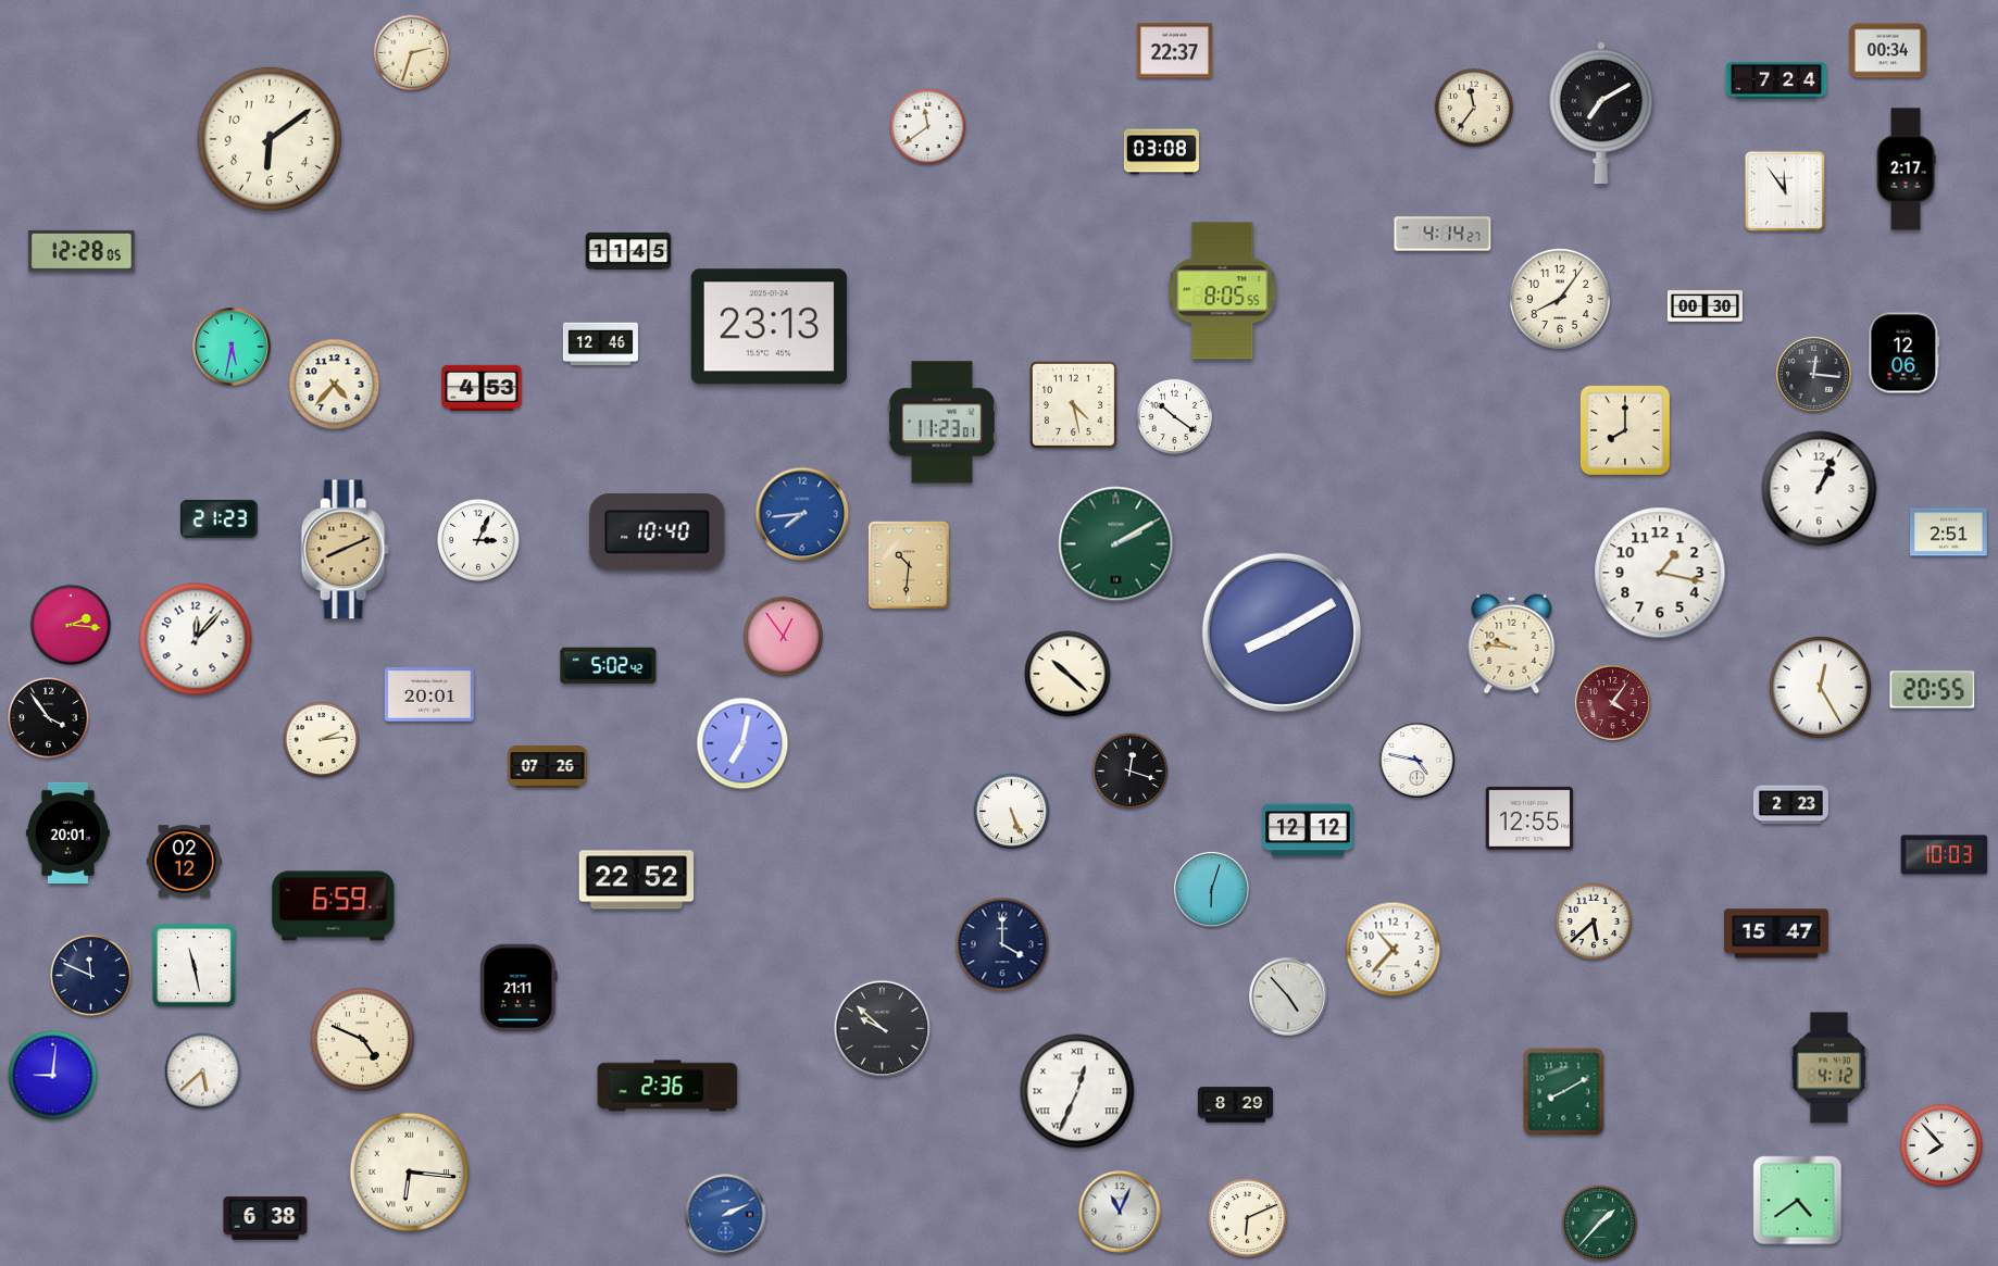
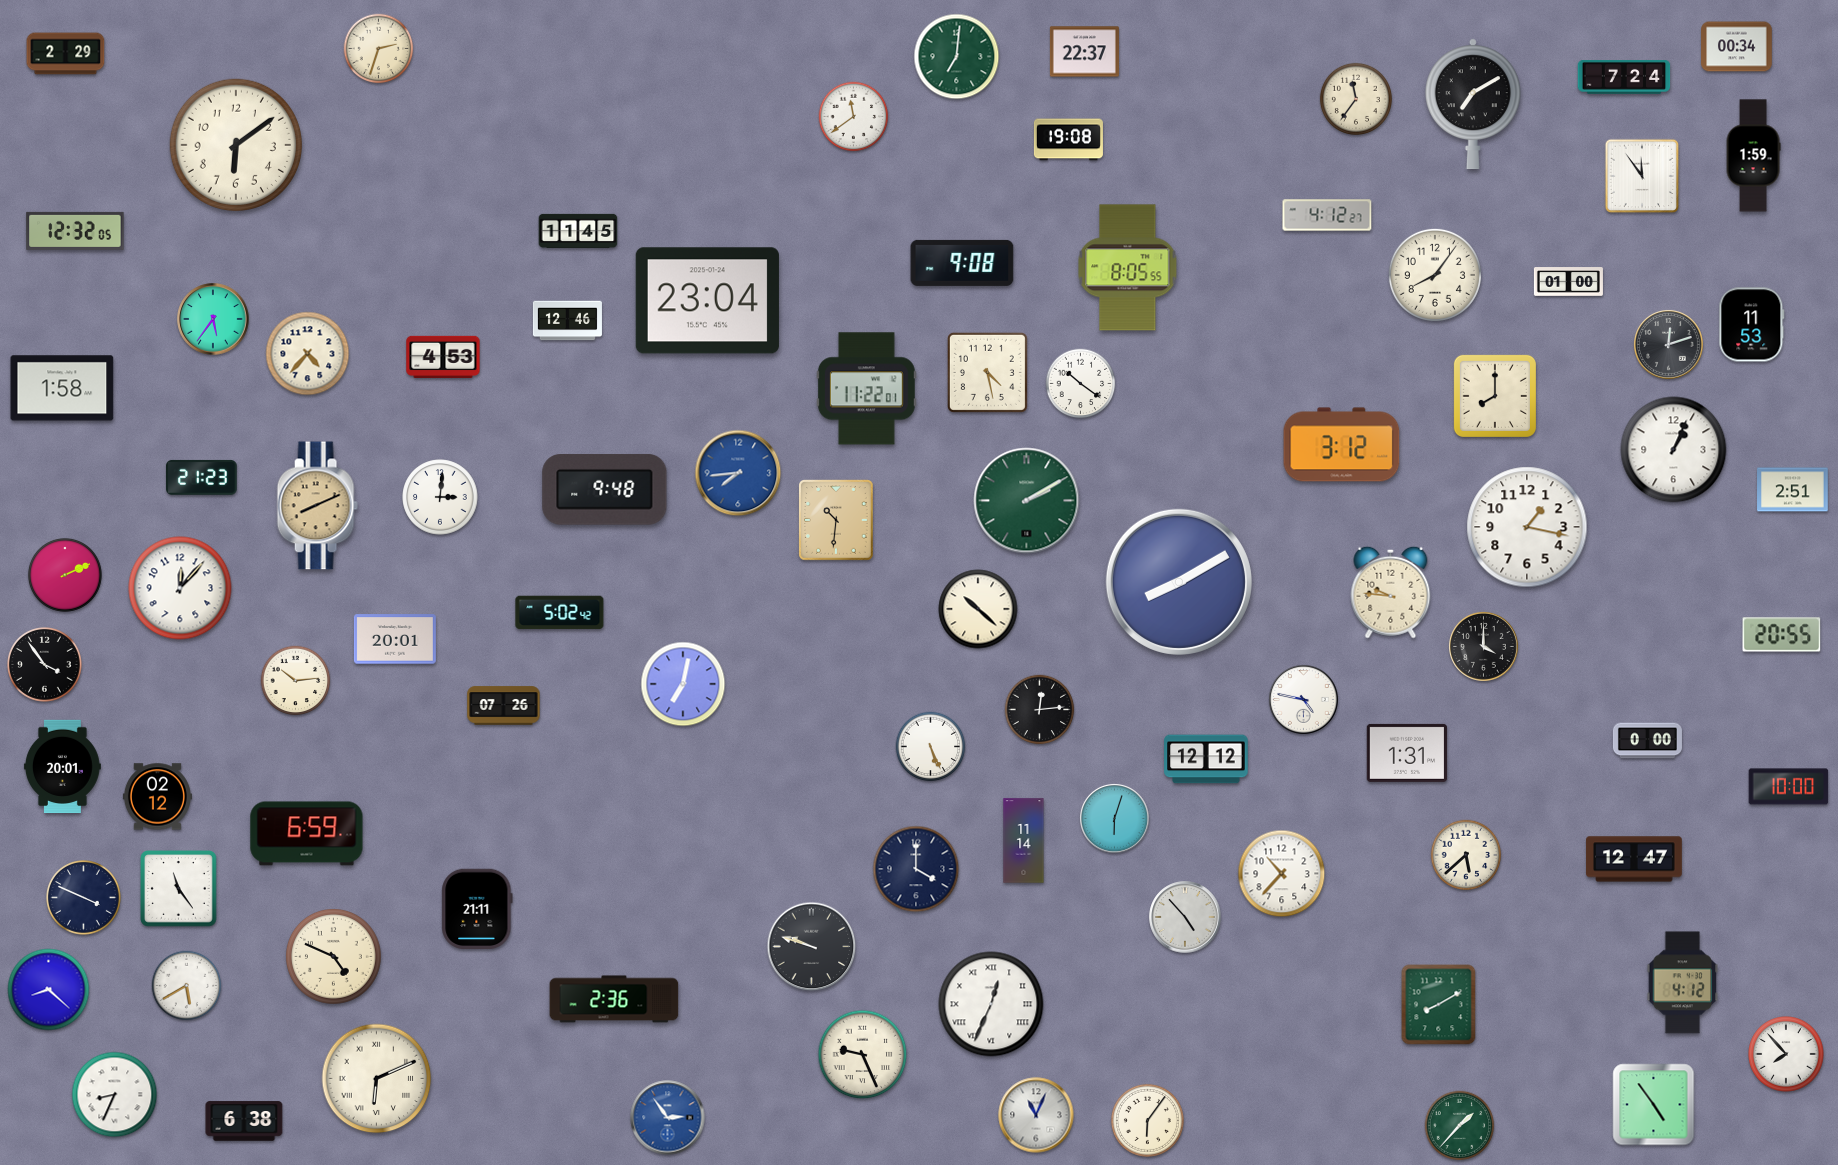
clock at (1174, 51) position: (1174, 51) -> (1084, 52)
clock at (66, 54): none -> 2:29
clock at (957, 57): none -> 7:01
clock at (1776, 82) position: (1776, 82) -> (1624, 78)
clock at (270, 139) position: (270, 139) -> (236, 145)
clock at (1161, 152): 03:08 -> 19:08
clock at (1906, 170): 2:17 -> 1:59
clock at (1443, 234): 4:14 -> 4:12
clock at (82, 251): 12:28 -> 12:32
clock at (962, 263): none -> 9:08
clock at (1223, 291) position: (1223, 291) -> (1128, 268)
clock at (1704, 306): 00:30 -> 01:00
clock at (769, 327): 23:13 -> 23:04
clock at (600, 344) position: (600, 344) -> (567, 321)
clock at (232, 347): 5:32 -> 5:36
clock at (1905, 353): 12:06 -> 11:53
clock at (1814, 375): 12:16 -> 12:12
clock at (62, 388): none -> 1:58
clock at (941, 423): 11:23 -> 11:22
clock at (1342, 445): none -> 3:12
clock at (658, 532): 10:40 -> 9:48
clock at (478, 540): 3:04 -> 3:01
clock at (71, 625): 2:16 -> 2:11
clock at (783, 636): 12:54 -> none
clock at (1067, 674) position: (1067, 674) -> (978, 609)
clock at (1820, 687): 12:25 -> none
clock at (1933, 690) position: (1933, 690) -> (1782, 635)
clock at (1613, 703): 4:06 -> 4:00
clock at (1613, 703) dial: burgundy -> black
clock at (49, 718) position: (49, 718) -> (45, 665)
clock at (322, 740): 2:14 -> 10:14
clock at (1131, 772): 12:18 -> 12:14
clock at (1790, 805): 2:23 -> 0:00
clock at (1529, 818): 12:55 -> 1:31
clock at (1308, 830) position: (1308, 830) -> (1206, 759)
clock at (1945, 855): 10:03 -> 10:00
clock at (184, 862) position: (184, 862) -> (157, 797)
clock at (637, 880): 22:52 -> none
clock at (1024, 841): none -> 11:14
clock at (1594, 922) position: (1594, 922) -> (1466, 855)
clock at (1776, 933): 15:47 -> 12:47
clock at (1002, 944) position: (1002, 944) -> (916, 869)
clock at (195, 966): 11:28 -> 11:24
clock at (91, 976): 11:49 -> 3:49
clock at (883, 1029): 9:52 -> 9:48
clock at (203, 1071): 5:38 -> 5:40
clock at (53, 1076): 9:01 -> 8:22
clock at (1235, 1105): 8:29 -> none
clock at (863, 1055): none -> 9:26
clock at (410, 1173): 6:16 -> 6:11
clock at (115, 1095): none -> 8:34
clock at (1798, 1201): 4:39 -> 4:54
clock at (1120, 1212) position: (1120, 1212) -> (1036, 1115)
clock at (726, 1215): 2:11 -> 2:54
clock at (1247, 1217): 6:11 -> 6:06
clock at (1600, 1224) position: (1600, 1224) -> (1460, 1126)
